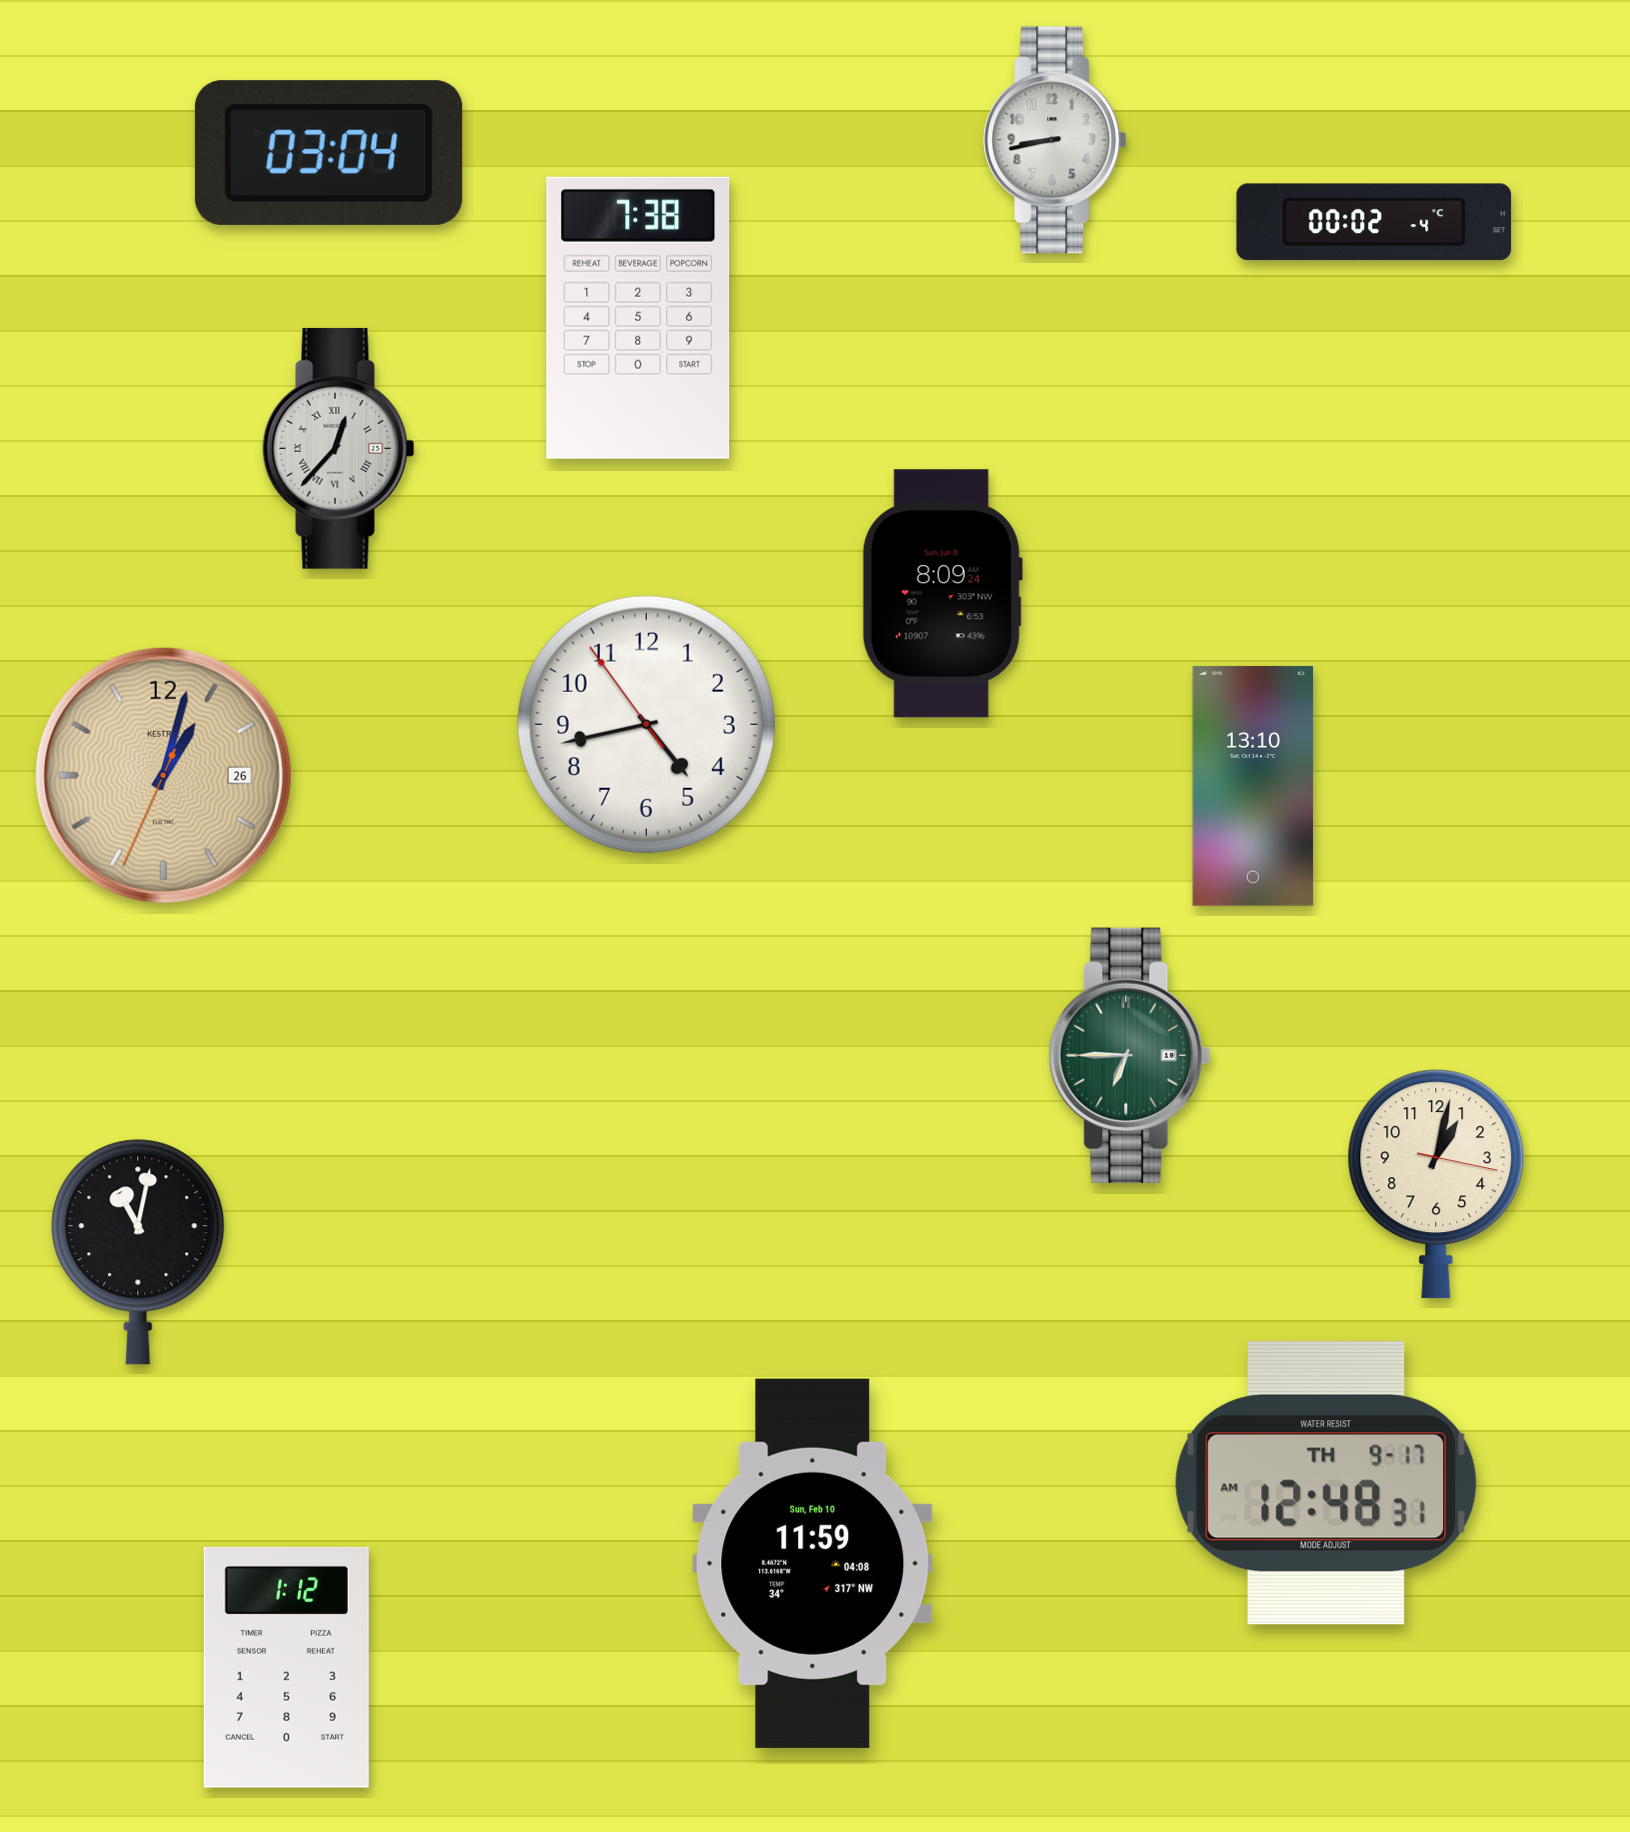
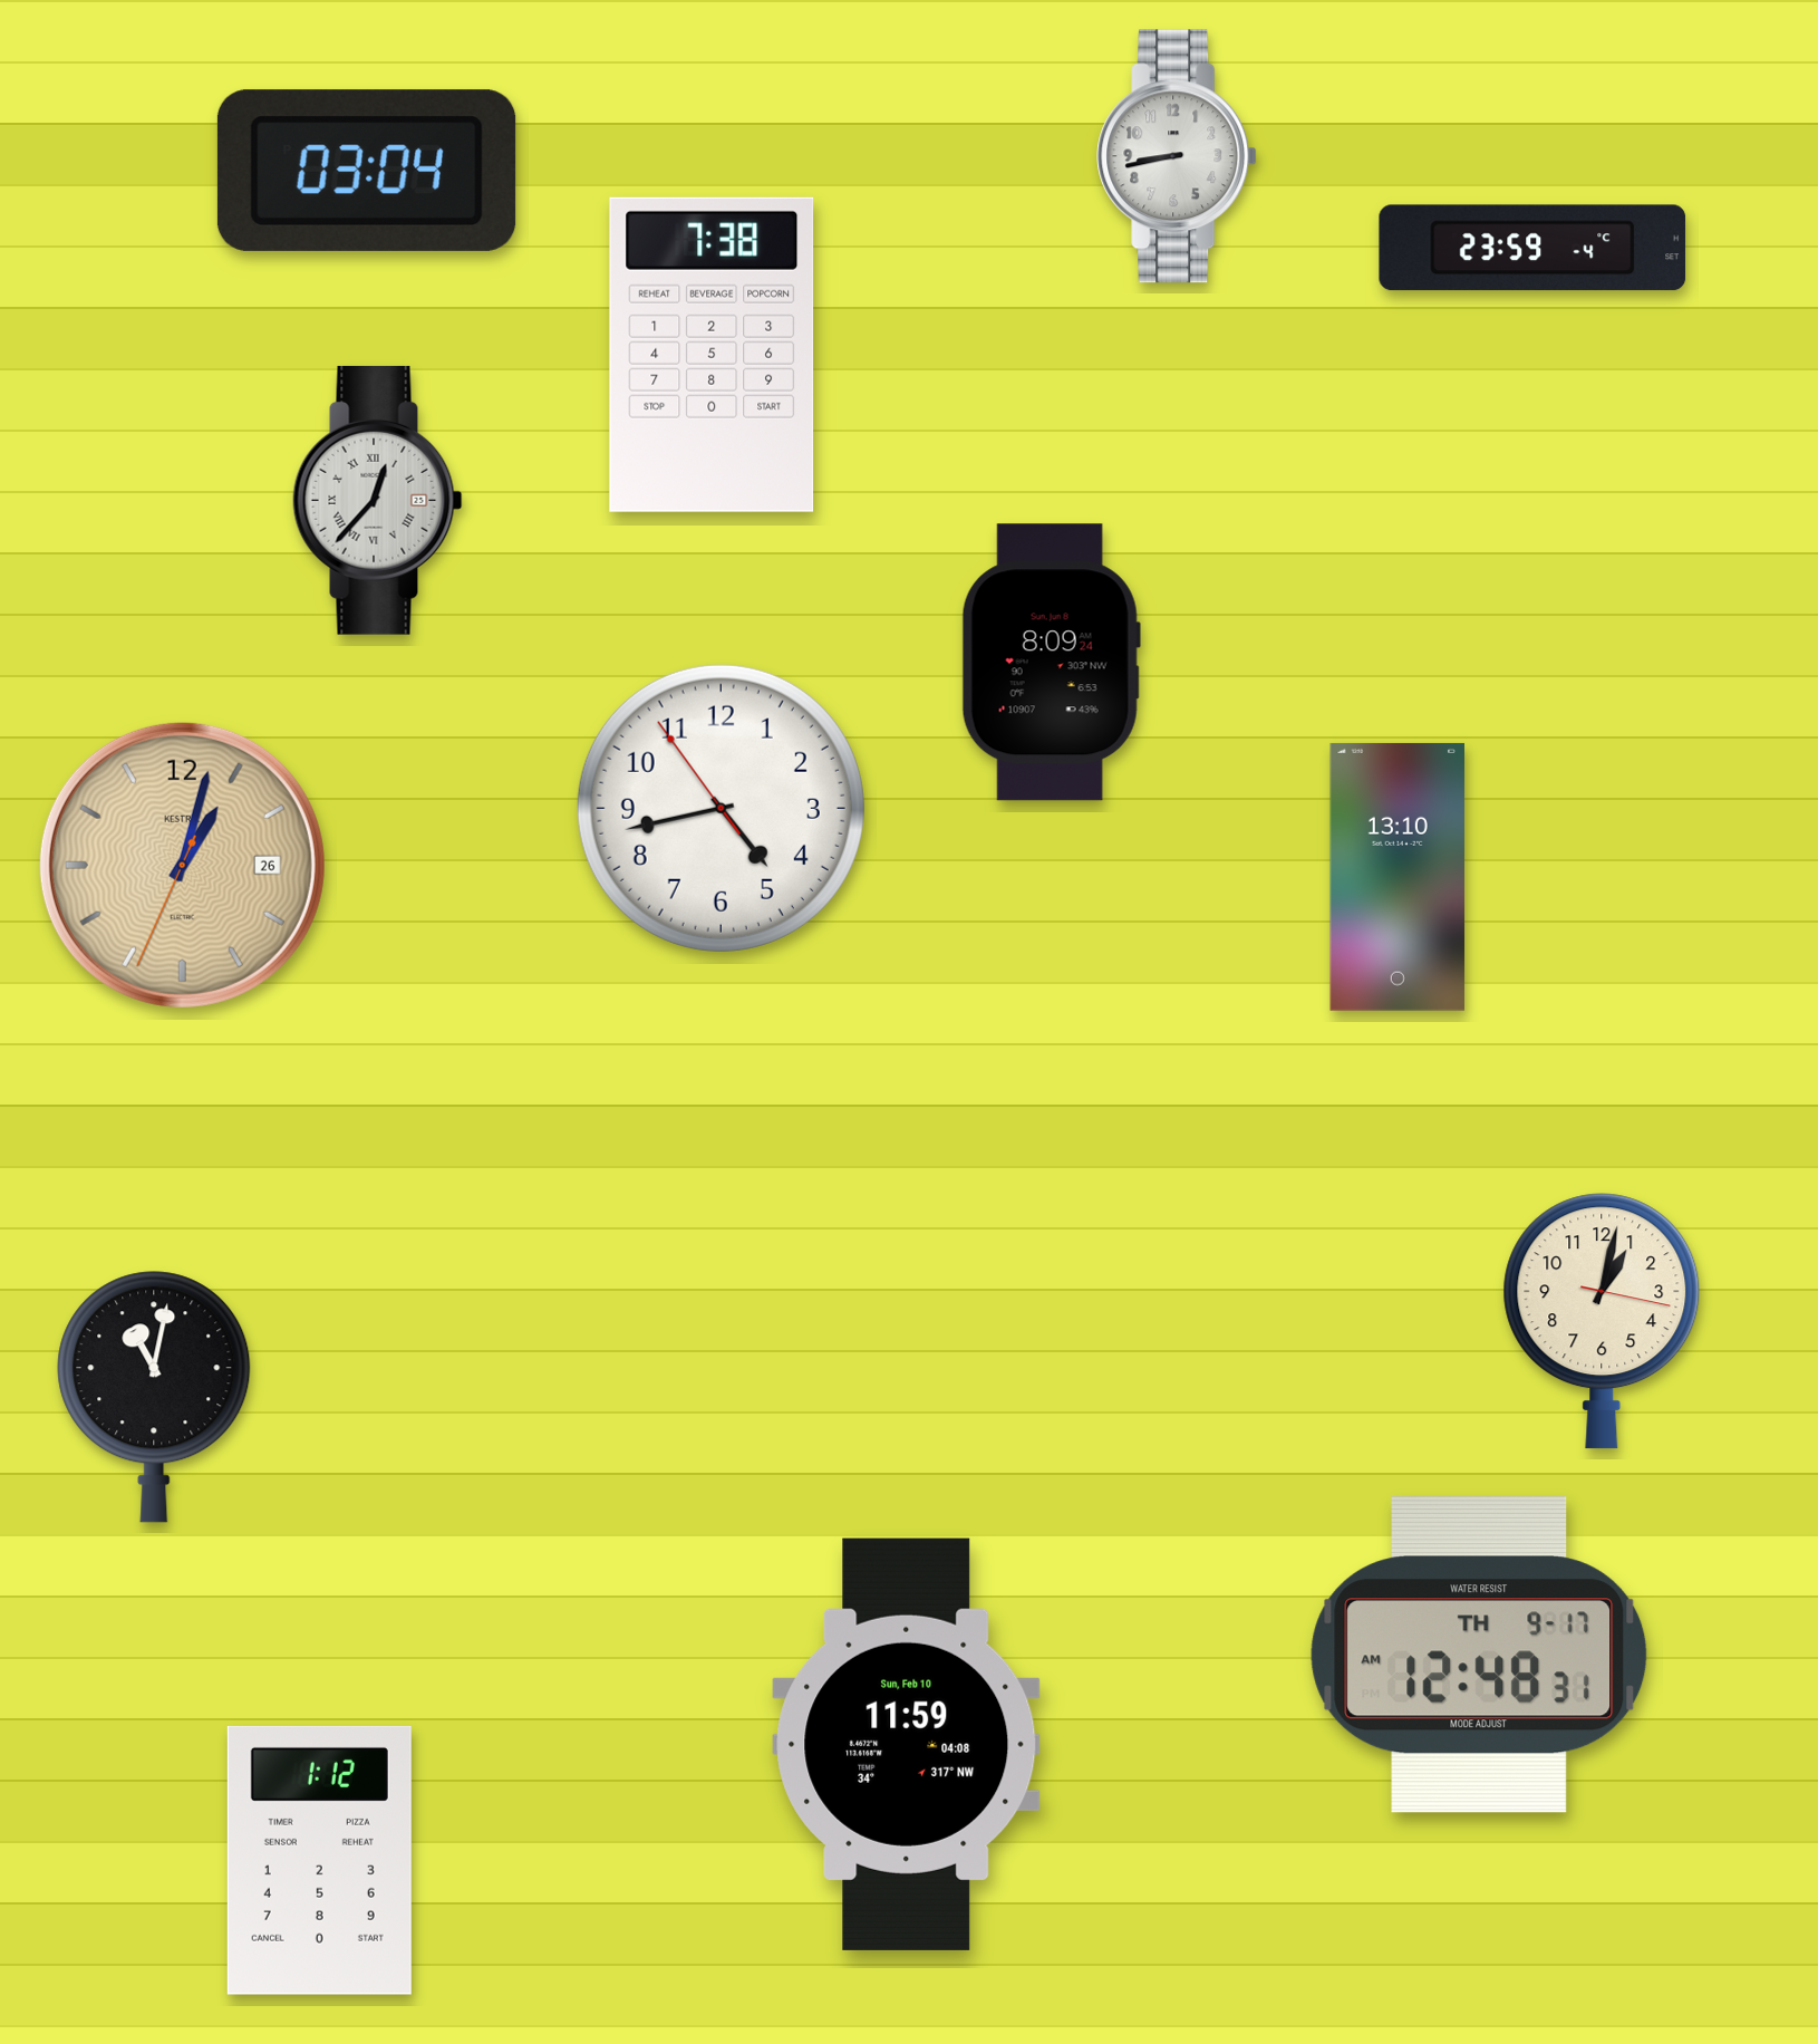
clock at (1374, 222): 00:02 -> 23:59
clock at (1130, 1055): 6:45 -> none
